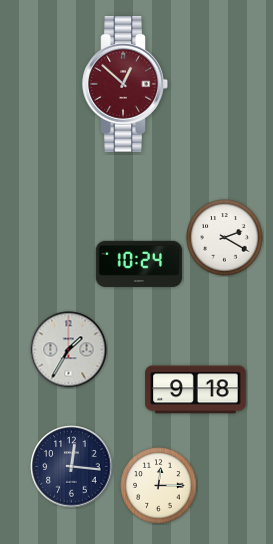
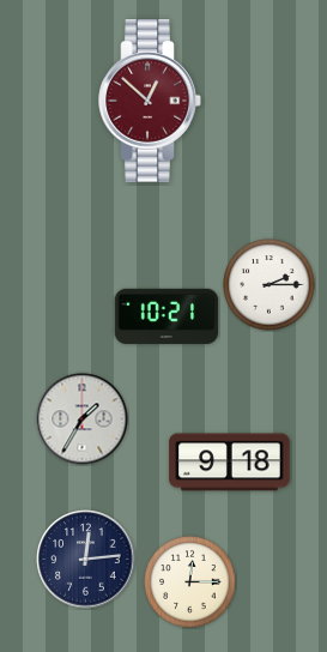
clock at (225, 238): 2:20 -> 2:15
clock at (139, 264): 10:24 -> 10:21
clock at (196, 390) position: (196, 390) -> (230, 463)
clock at (72, 467): 12:16 -> 12:14
